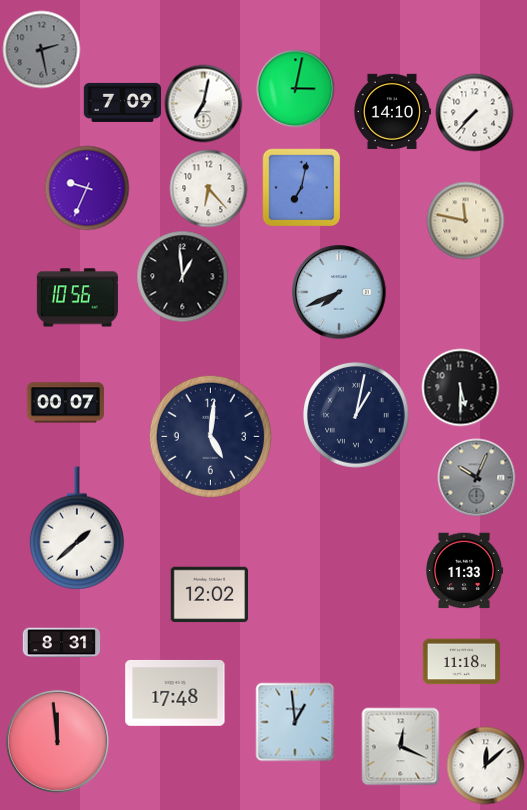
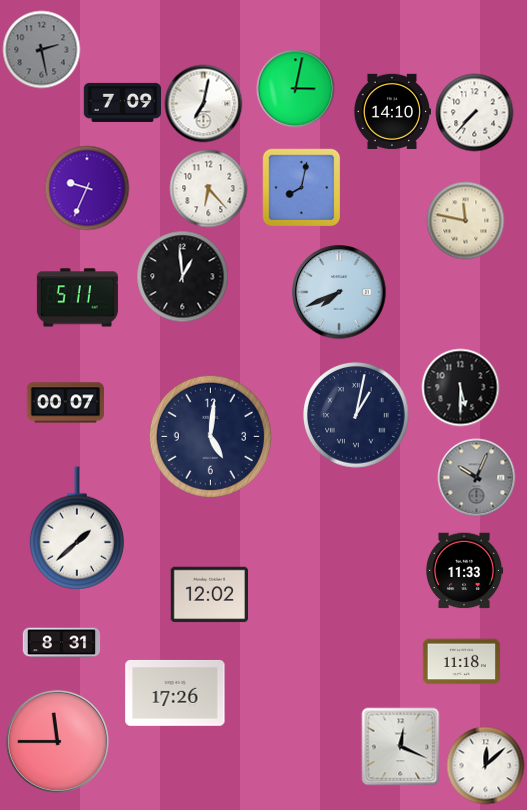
clock at (301, 187): 7:02 -> 8:02
clock at (77, 298): 10:56 -> 5:11
clock at (175, 693): 17:48 -> 17:26
clock at (295, 722): 12:59 -> none
clock at (57, 741): 11:59 -> 11:45
